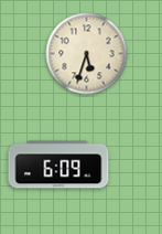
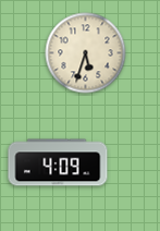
clock at (58, 164): 6:09 -> 4:09
